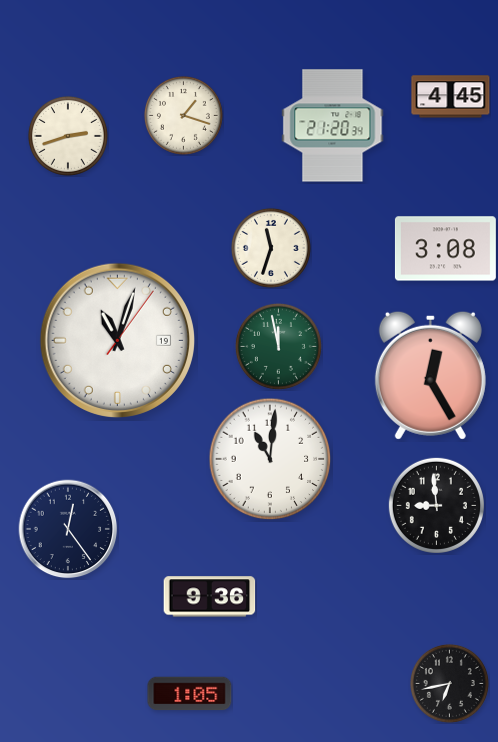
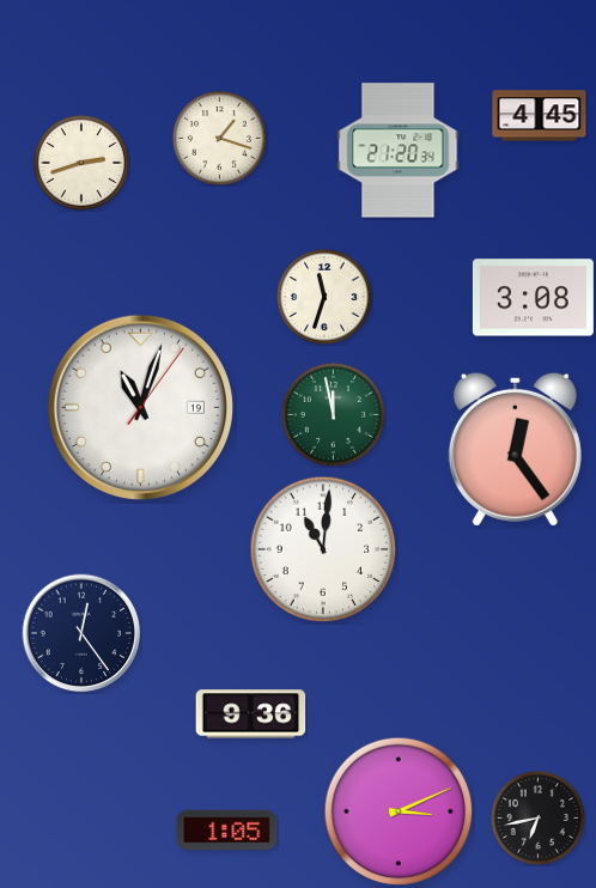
clock at (430, 375): 12:25 -> 12:24
clock at (436, 505): 8:59 -> none
clock at (399, 811): none -> 3:11
